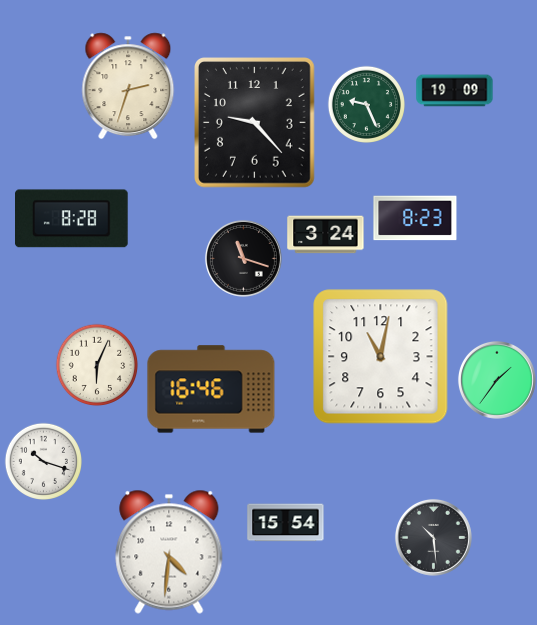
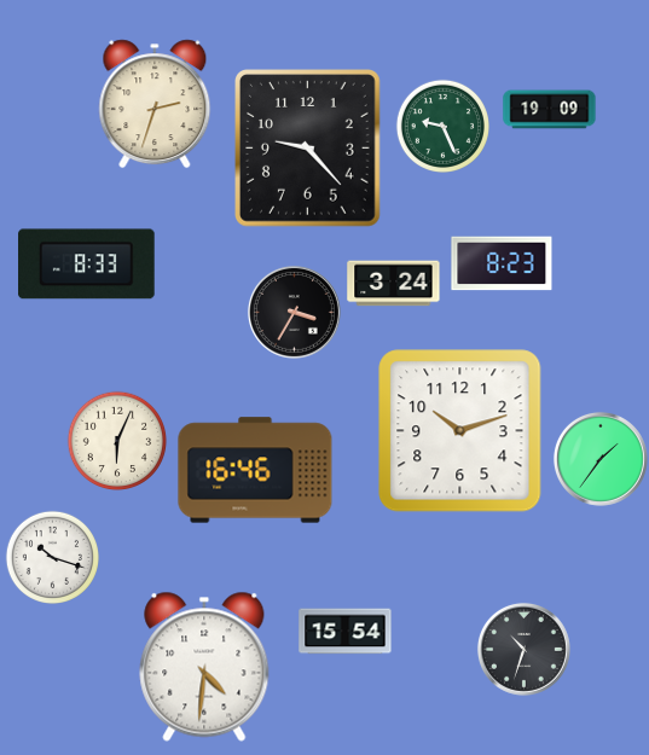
clock at (72, 219): 8:28 -> 8:33
clock at (243, 258): 11:18 -> 3:35
clock at (381, 357): 11:02 -> 10:12
clock at (433, 537): 10:29 -> 10:33
